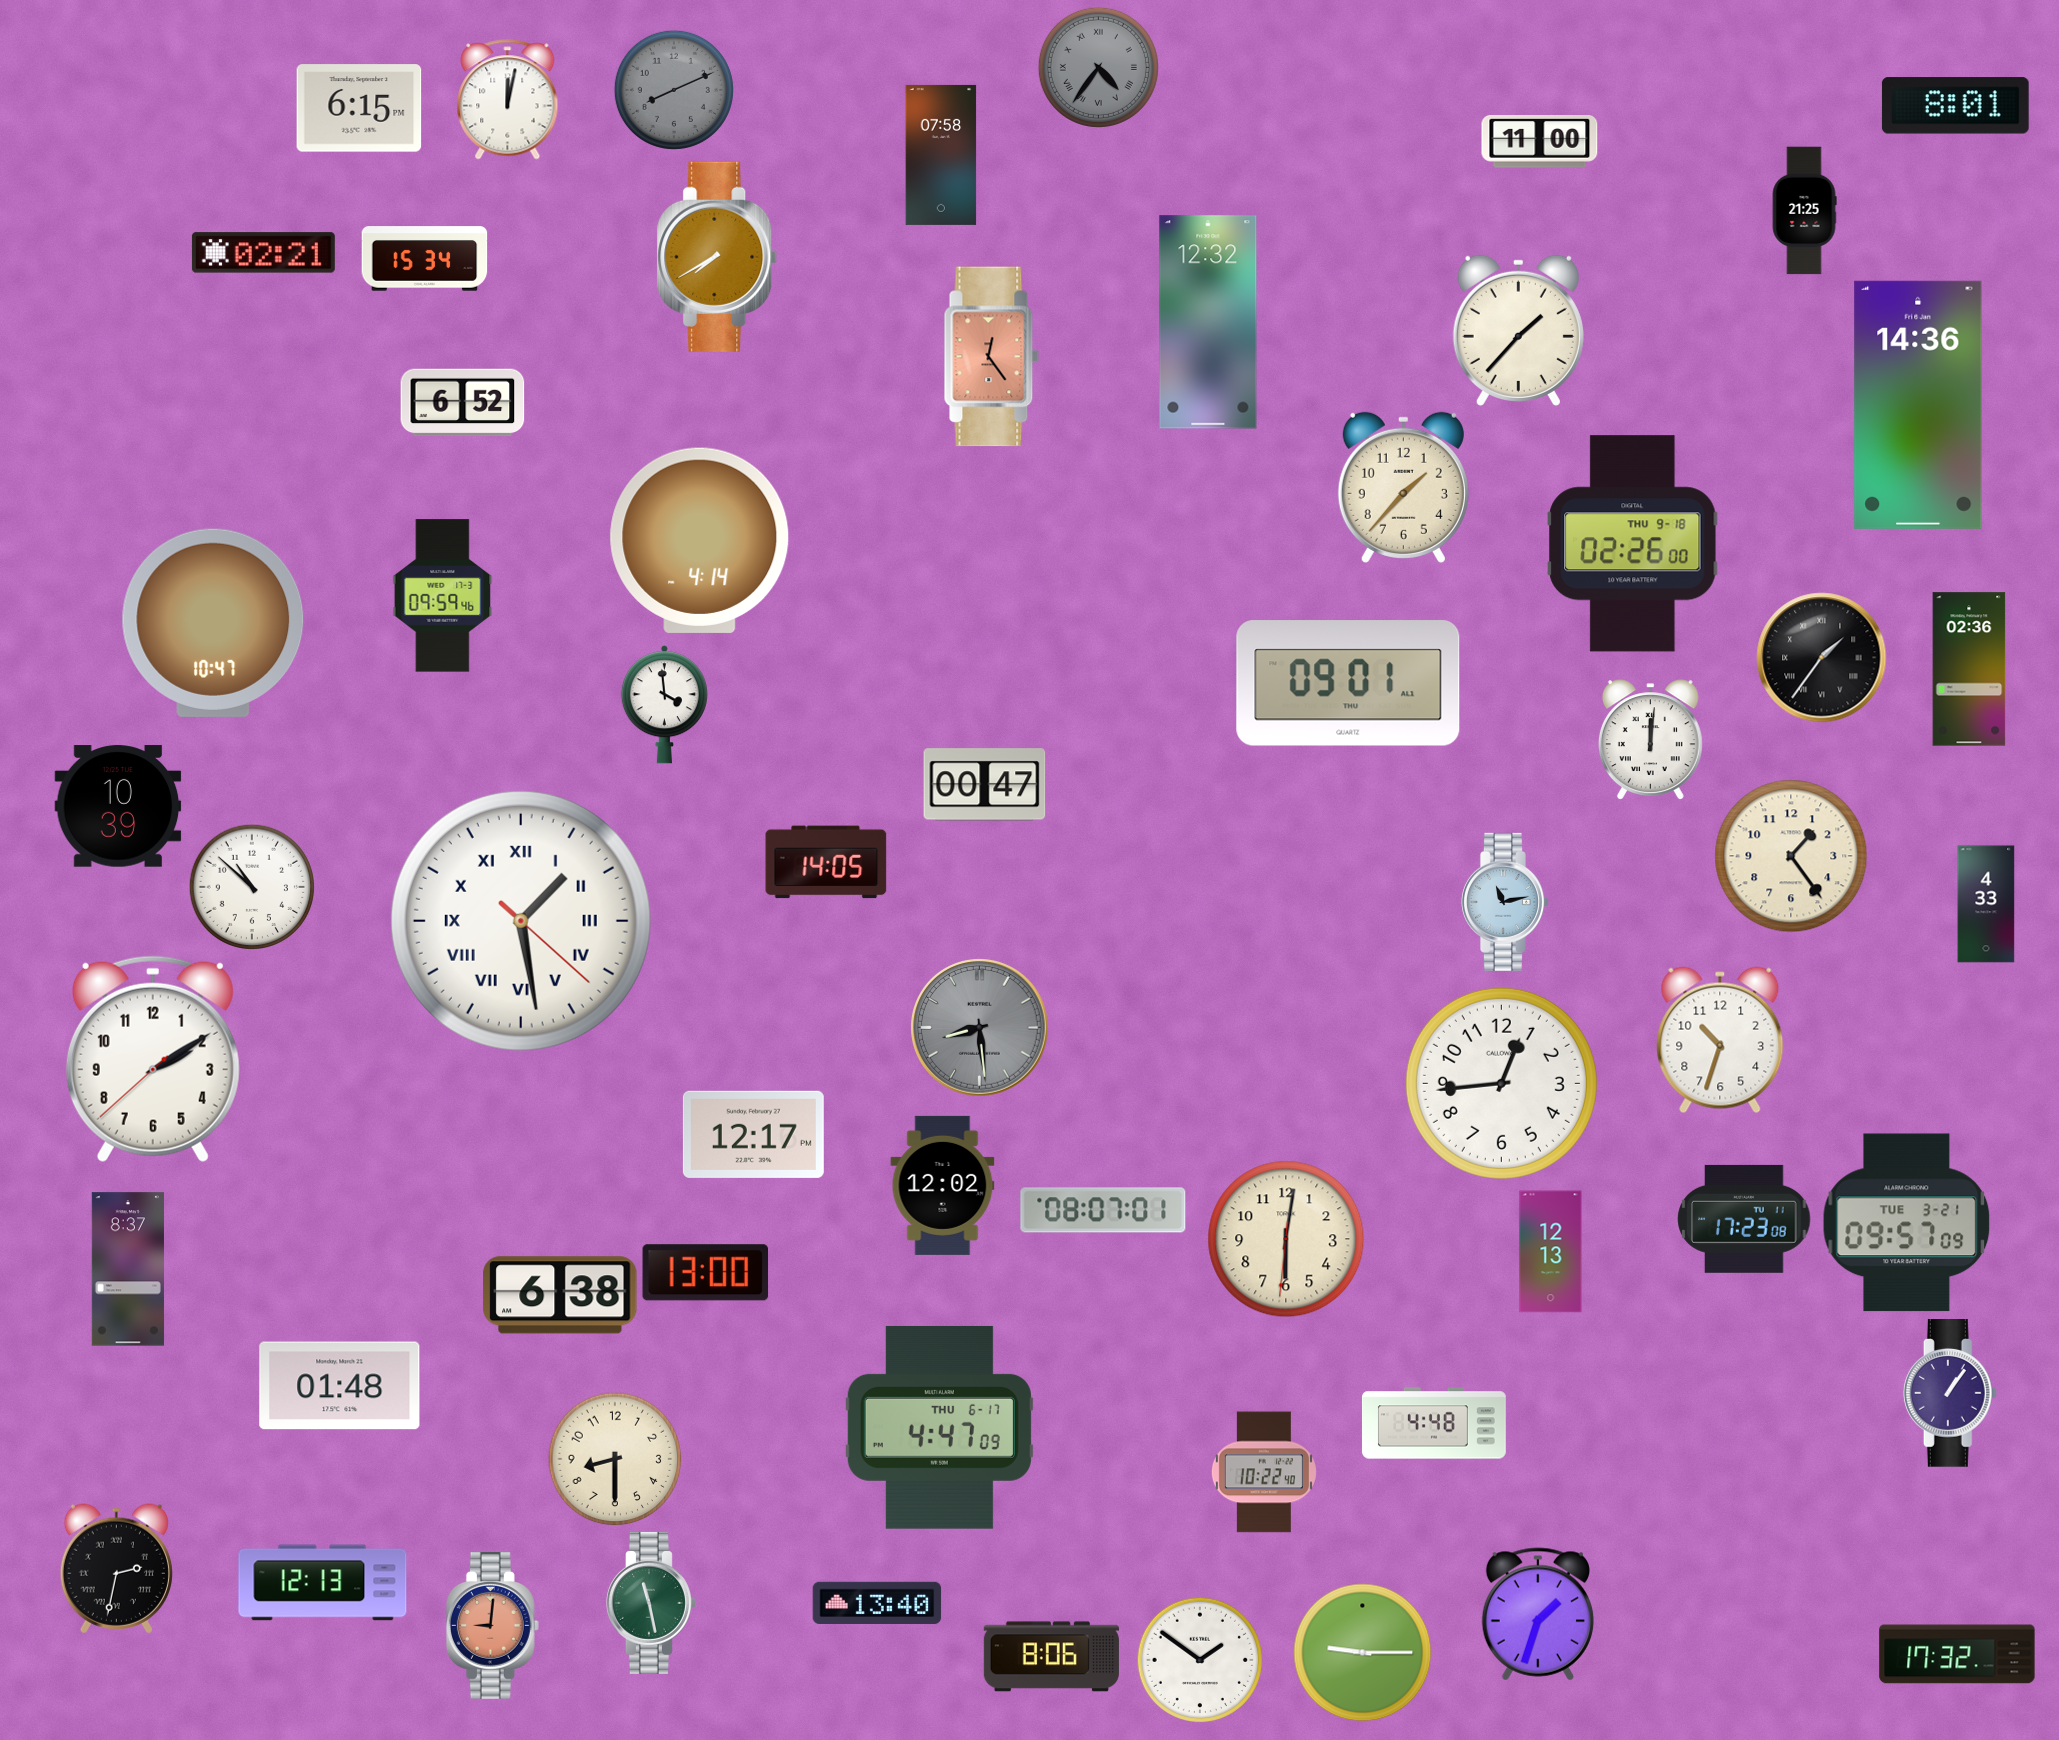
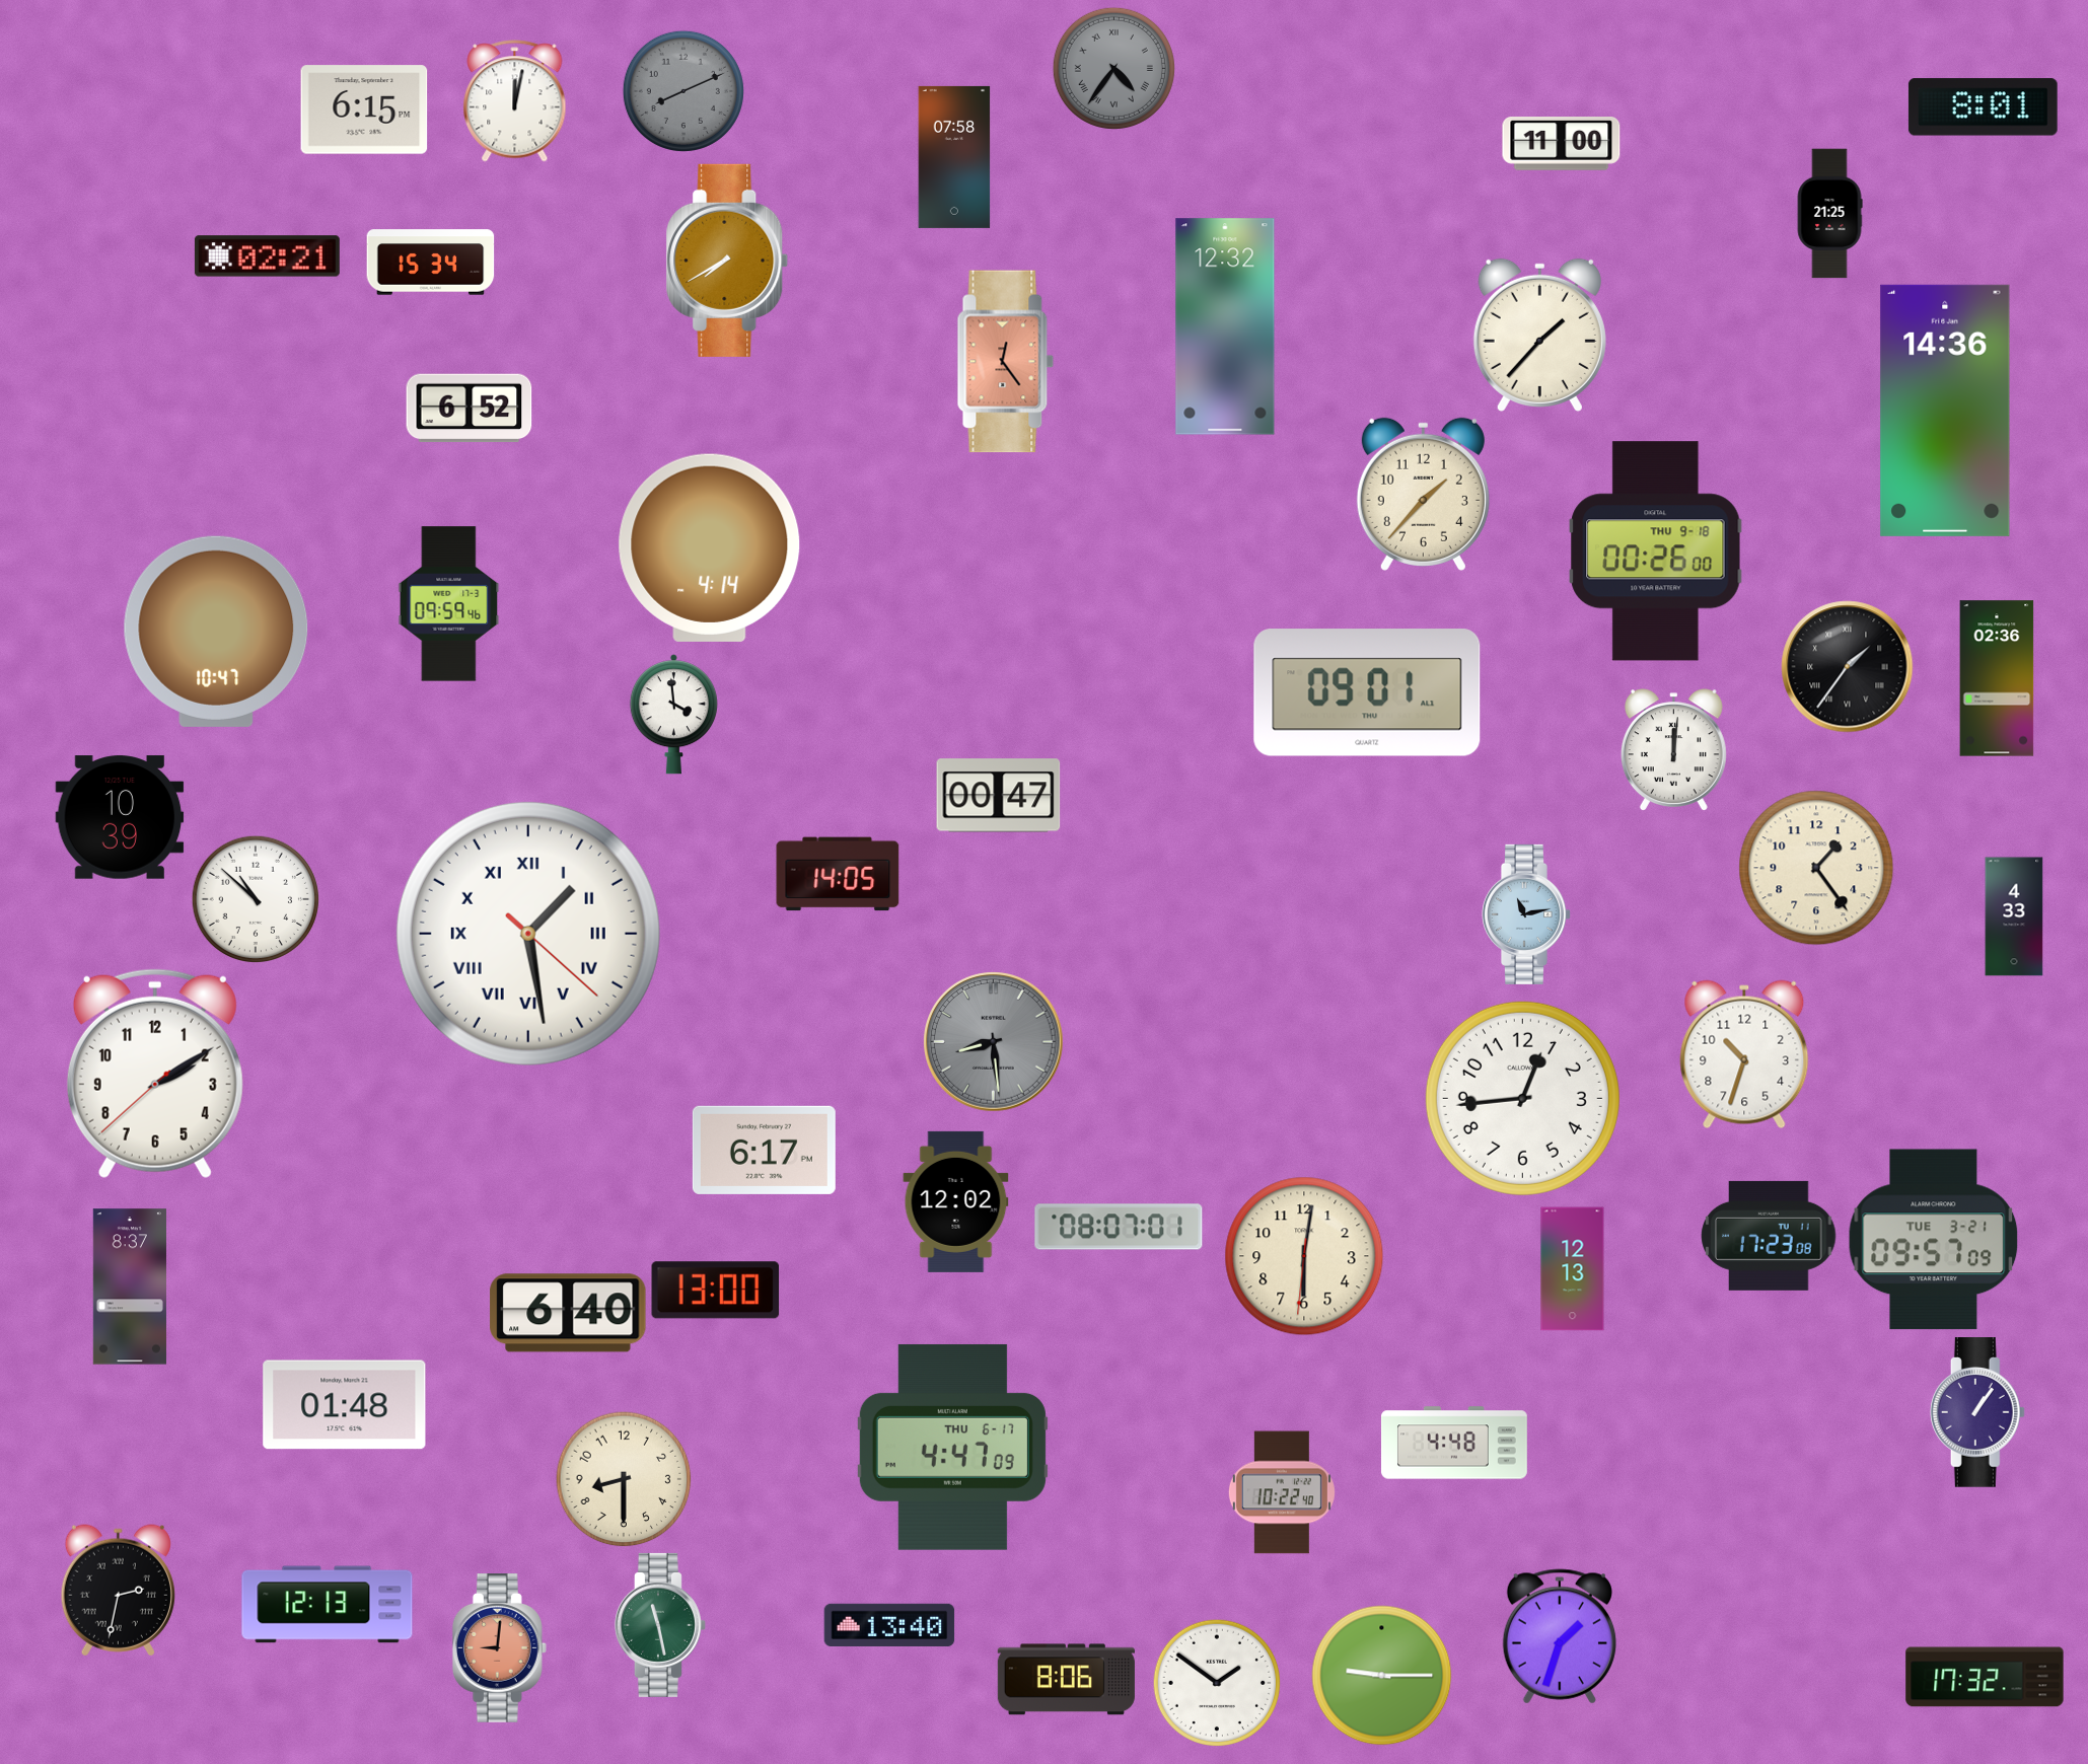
clock at (1633, 544): 02:26 -> 00:26
clock at (753, 1134): 12:17 -> 6:17
clock at (560, 1295): 6:38 -> 6:40
